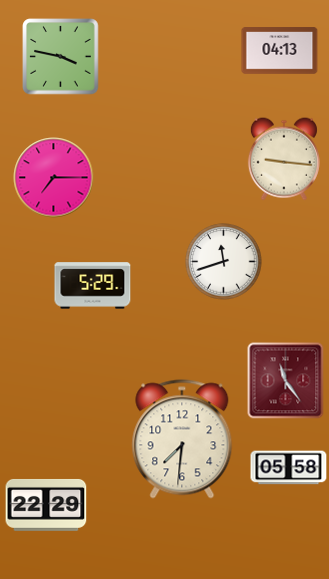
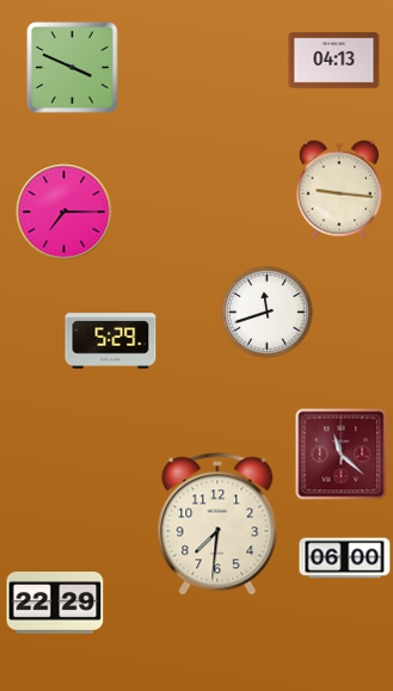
clock at (61, 57): 3:47 -> 3:49
clock at (286, 381): 11:24 -> 11:22
clock at (289, 468): 05:58 -> 06:00
